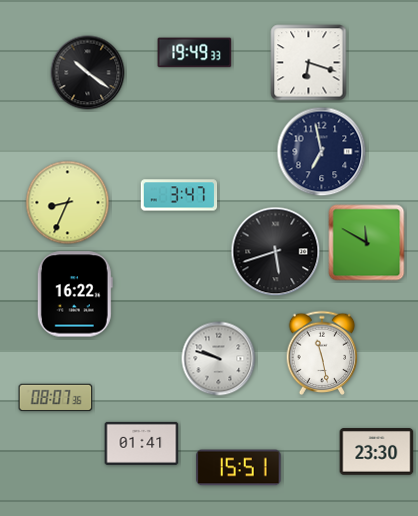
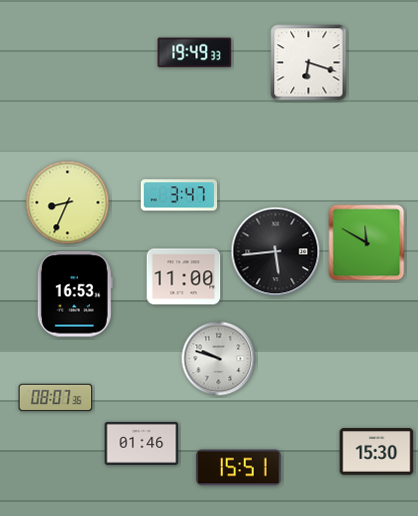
clock at (88, 73): 10:21 -> none
clock at (322, 152): 6:58 -> none
clock at (276, 252): 5:42 -> 5:44
clock at (184, 277): none -> 11:00
clock at (75, 294): 16:22 -> 16:53
clock at (322, 353): 11:28 -> none
clock at (142, 443): 01:41 -> 01:46
clock at (377, 452): 23:30 -> 15:30
